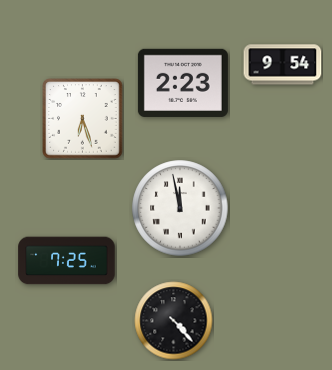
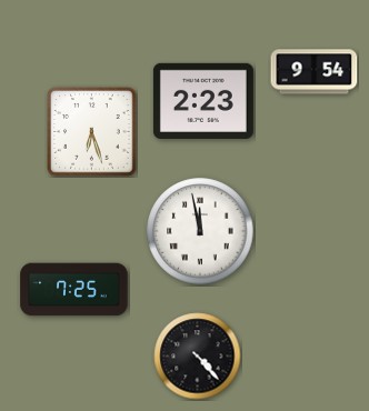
clock at (183, 83) position: (183, 83) -> (203, 101)
clock at (174, 321) position: (174, 321) -> (198, 357)
